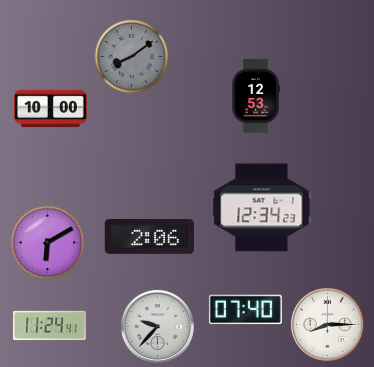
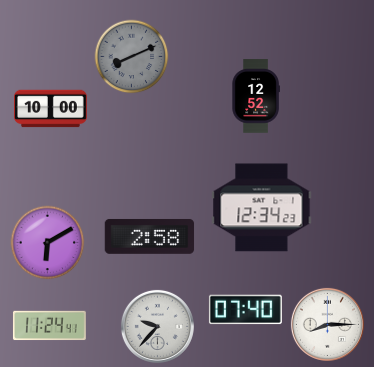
clock at (132, 57): 8:09 -> 8:11
clock at (256, 96): 12:53 -> 12:52
clock at (150, 237): 2:06 -> 2:58
